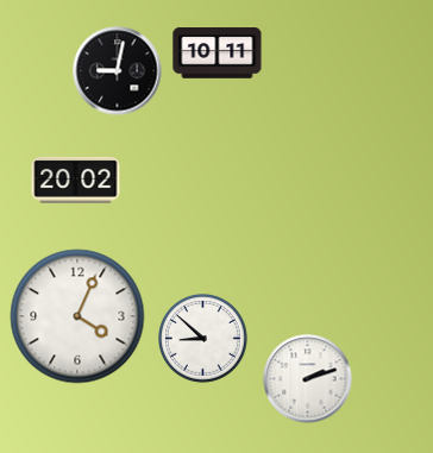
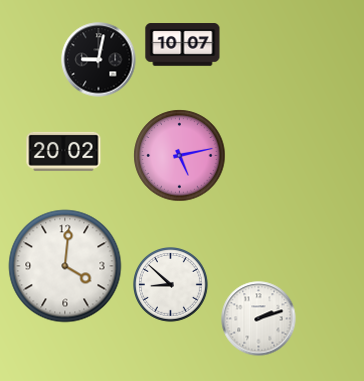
clock at (218, 54): 10:11 -> 10:07
clock at (180, 156): none -> 5:13
clock at (77, 316): 4:04 -> 4:01
